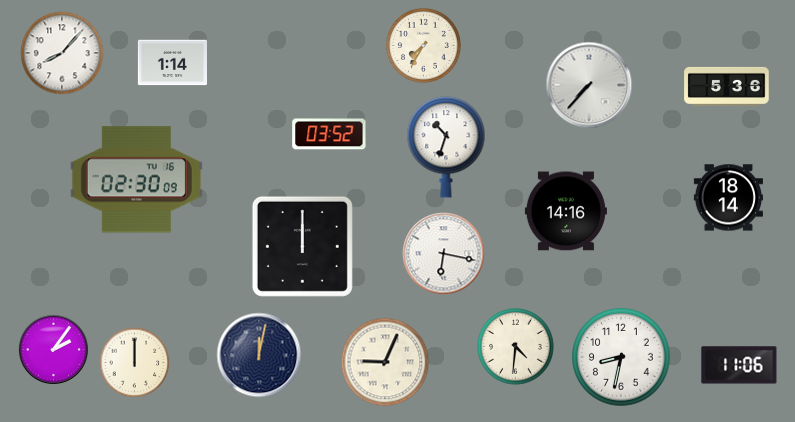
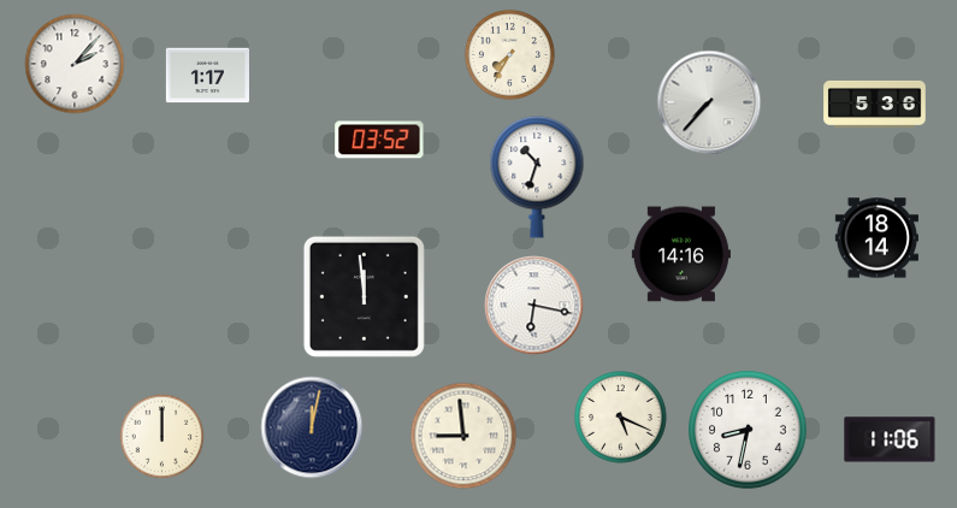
clock at (62, 53): 8:07 -> 2:07
clock at (172, 63): 1:14 -> 1:17
clock at (329, 134) position: (329, 134) -> (379, 140)
clock at (136, 180): 02:30 -> none
clock at (302, 246): 12:00 -> 11:59
clock at (516, 347): 4:31 -> 5:19
clock at (53, 349): 2:06 -> none
clock at (385, 362): 9:04 -> 8:59
